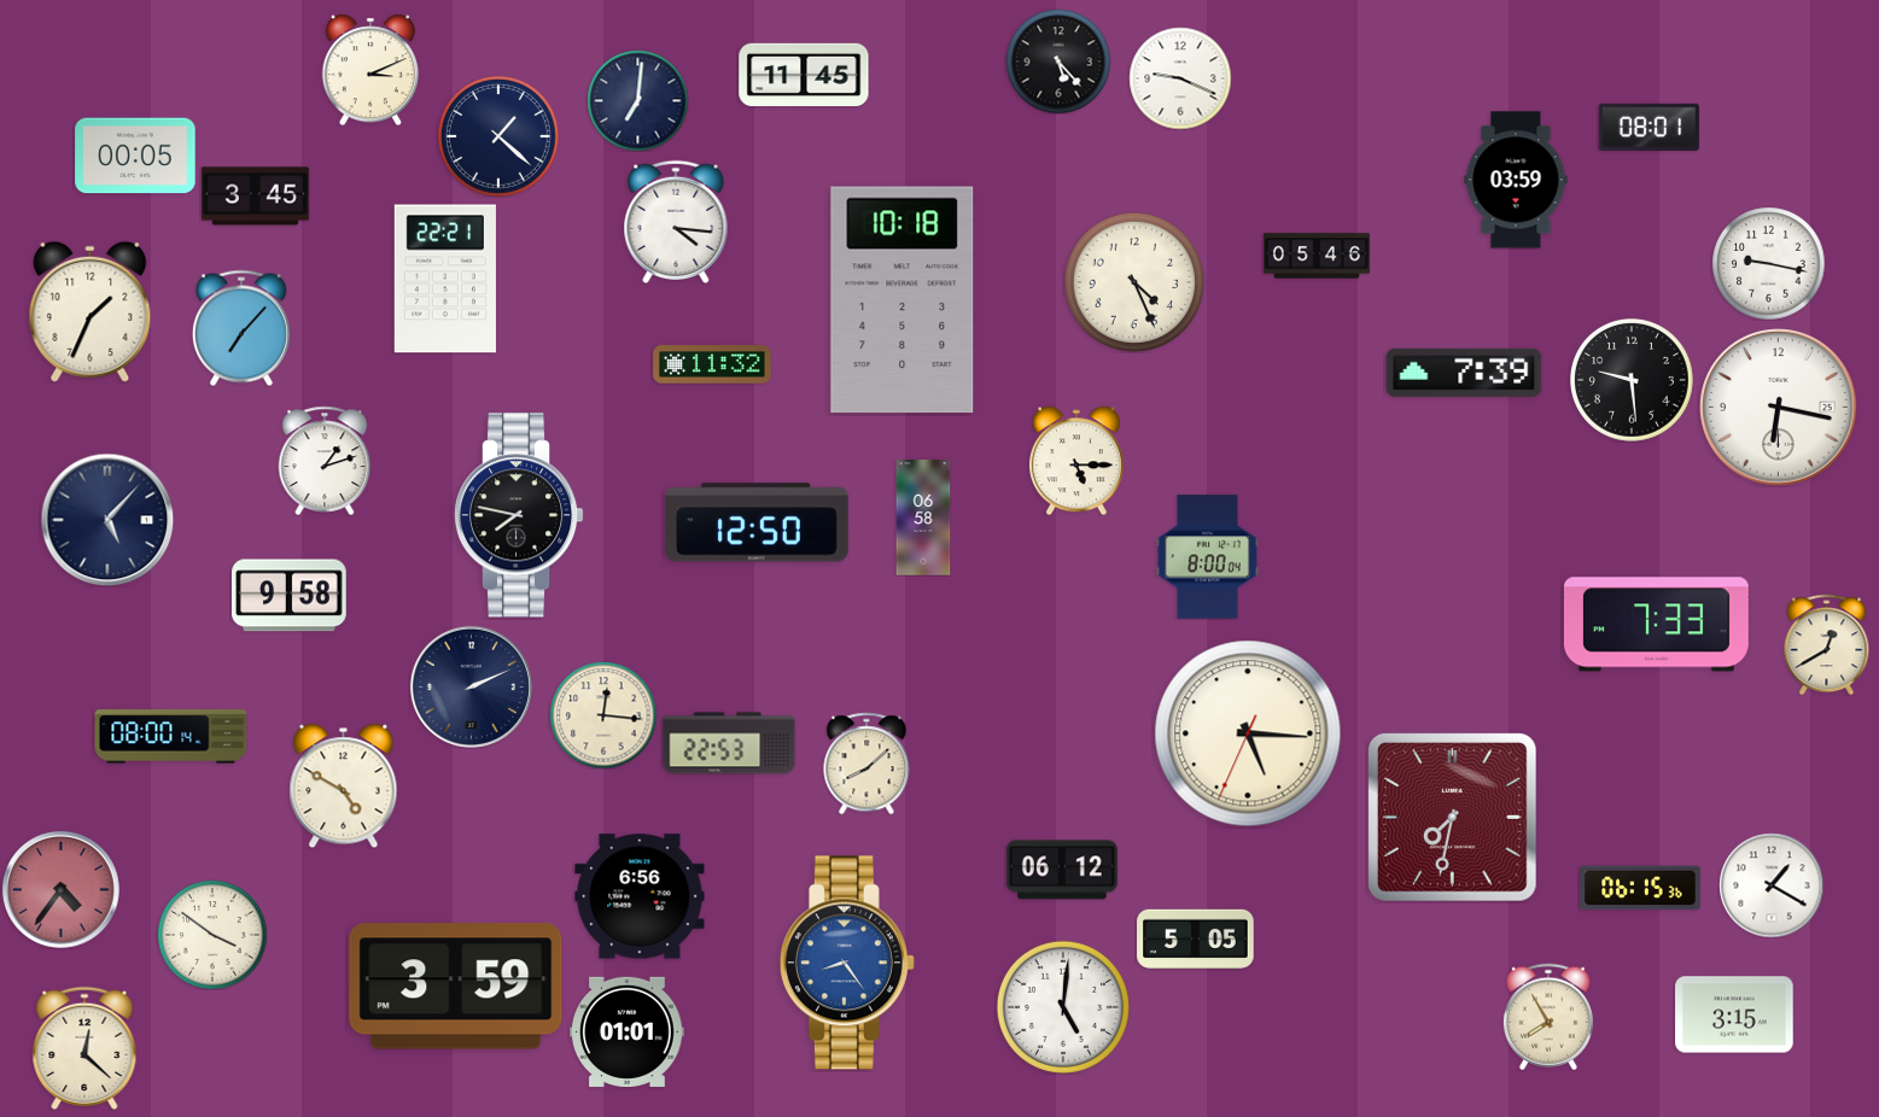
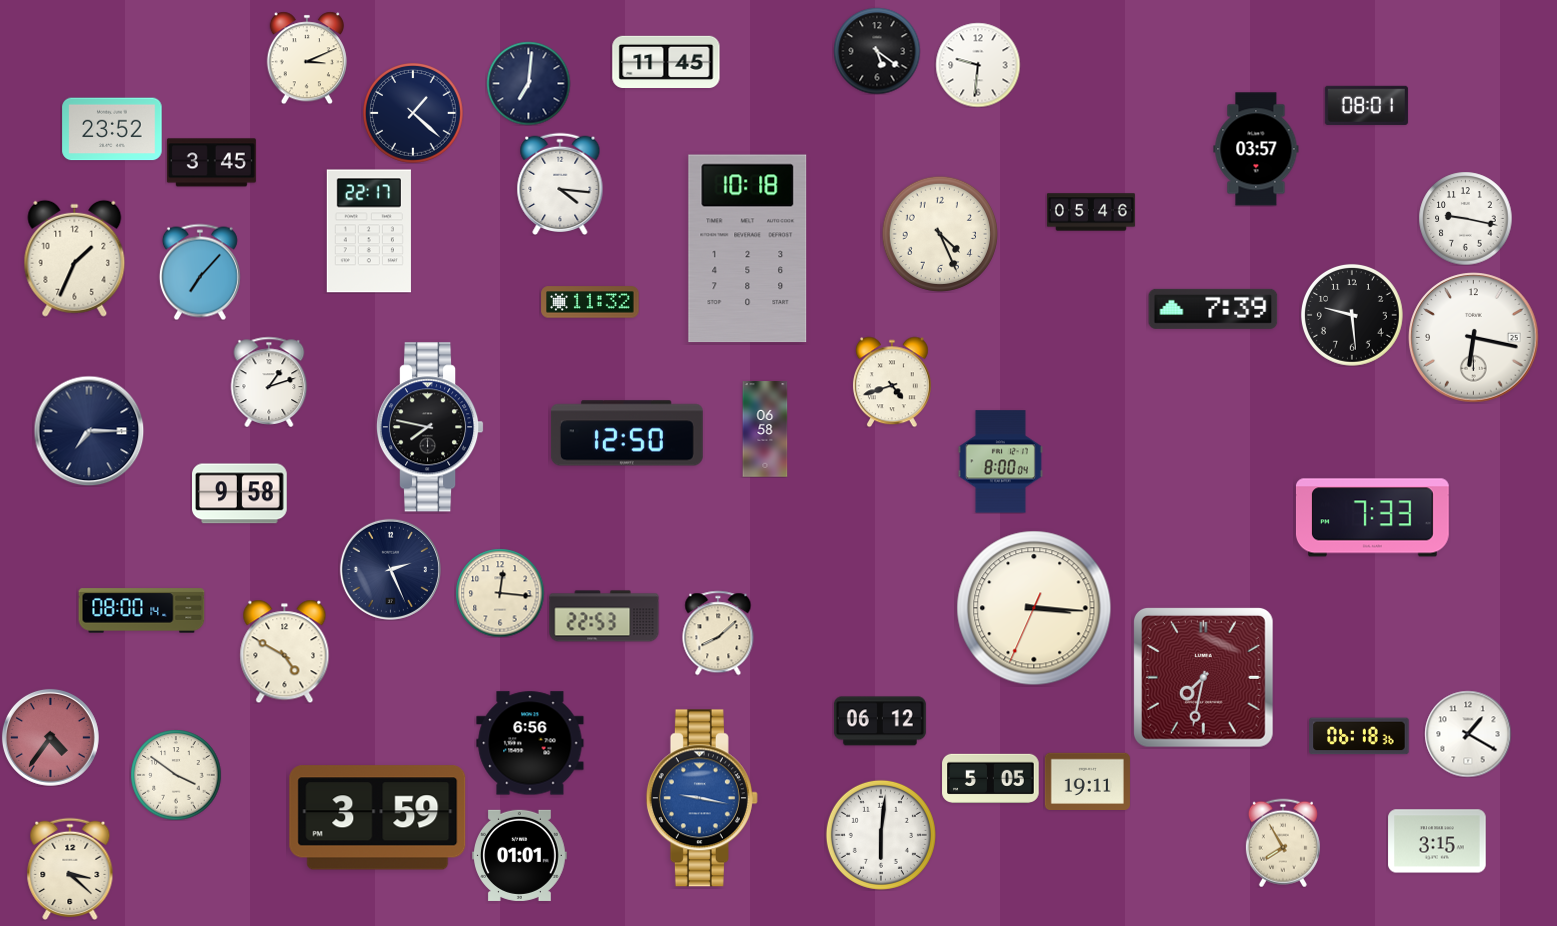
clock at (1058, 62): 5:23 -> 5:21
clock at (1180, 78): 9:19 -> 9:31
clock at (135, 156): 00:05 -> 23:52
clock at (1516, 180): 03:59 -> 03:57
clock at (445, 279): 22:21 -> 22:17
clock at (1076, 461): 5:15 -> 4:42
clock at (107, 520): 5:07 -> 7:15
clock at (1827, 644): 12:40 -> none
clock at (471, 686): 2:11 -> 2:26
clock at (1248, 733): 5:15 -> 3:15
clock at (1640, 888): 06:15 -> 06:18
clock at (1087, 781): none -> 19:11
clock at (847, 963): 8:24 -> 9:17
clock at (1063, 1007): 5:01 -> 6:01
clock at (84, 1048): 12:22 -> 3:22
